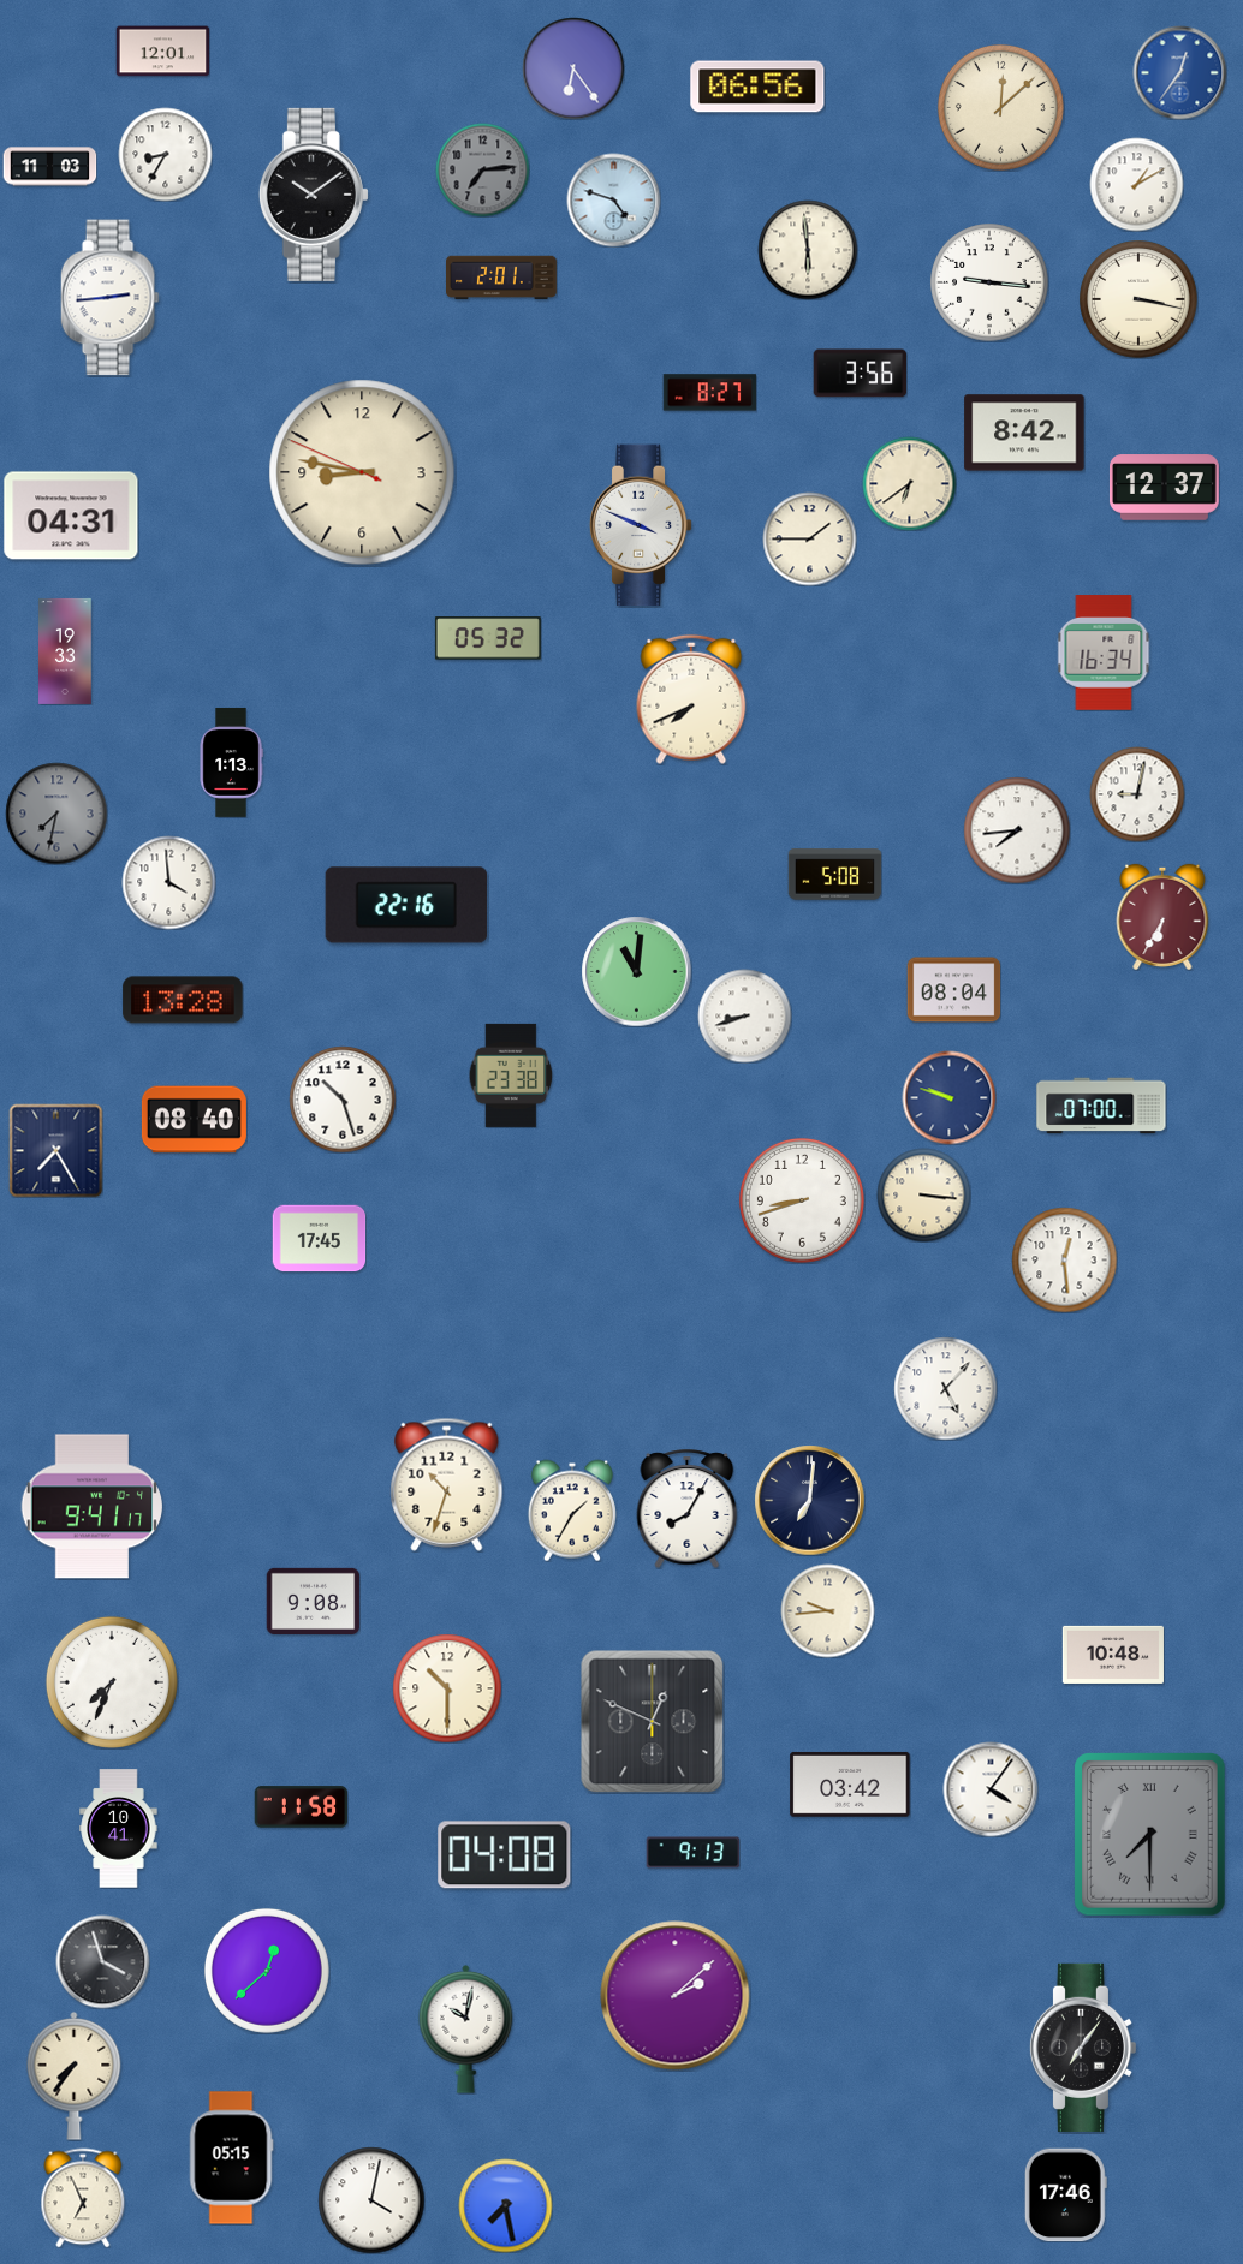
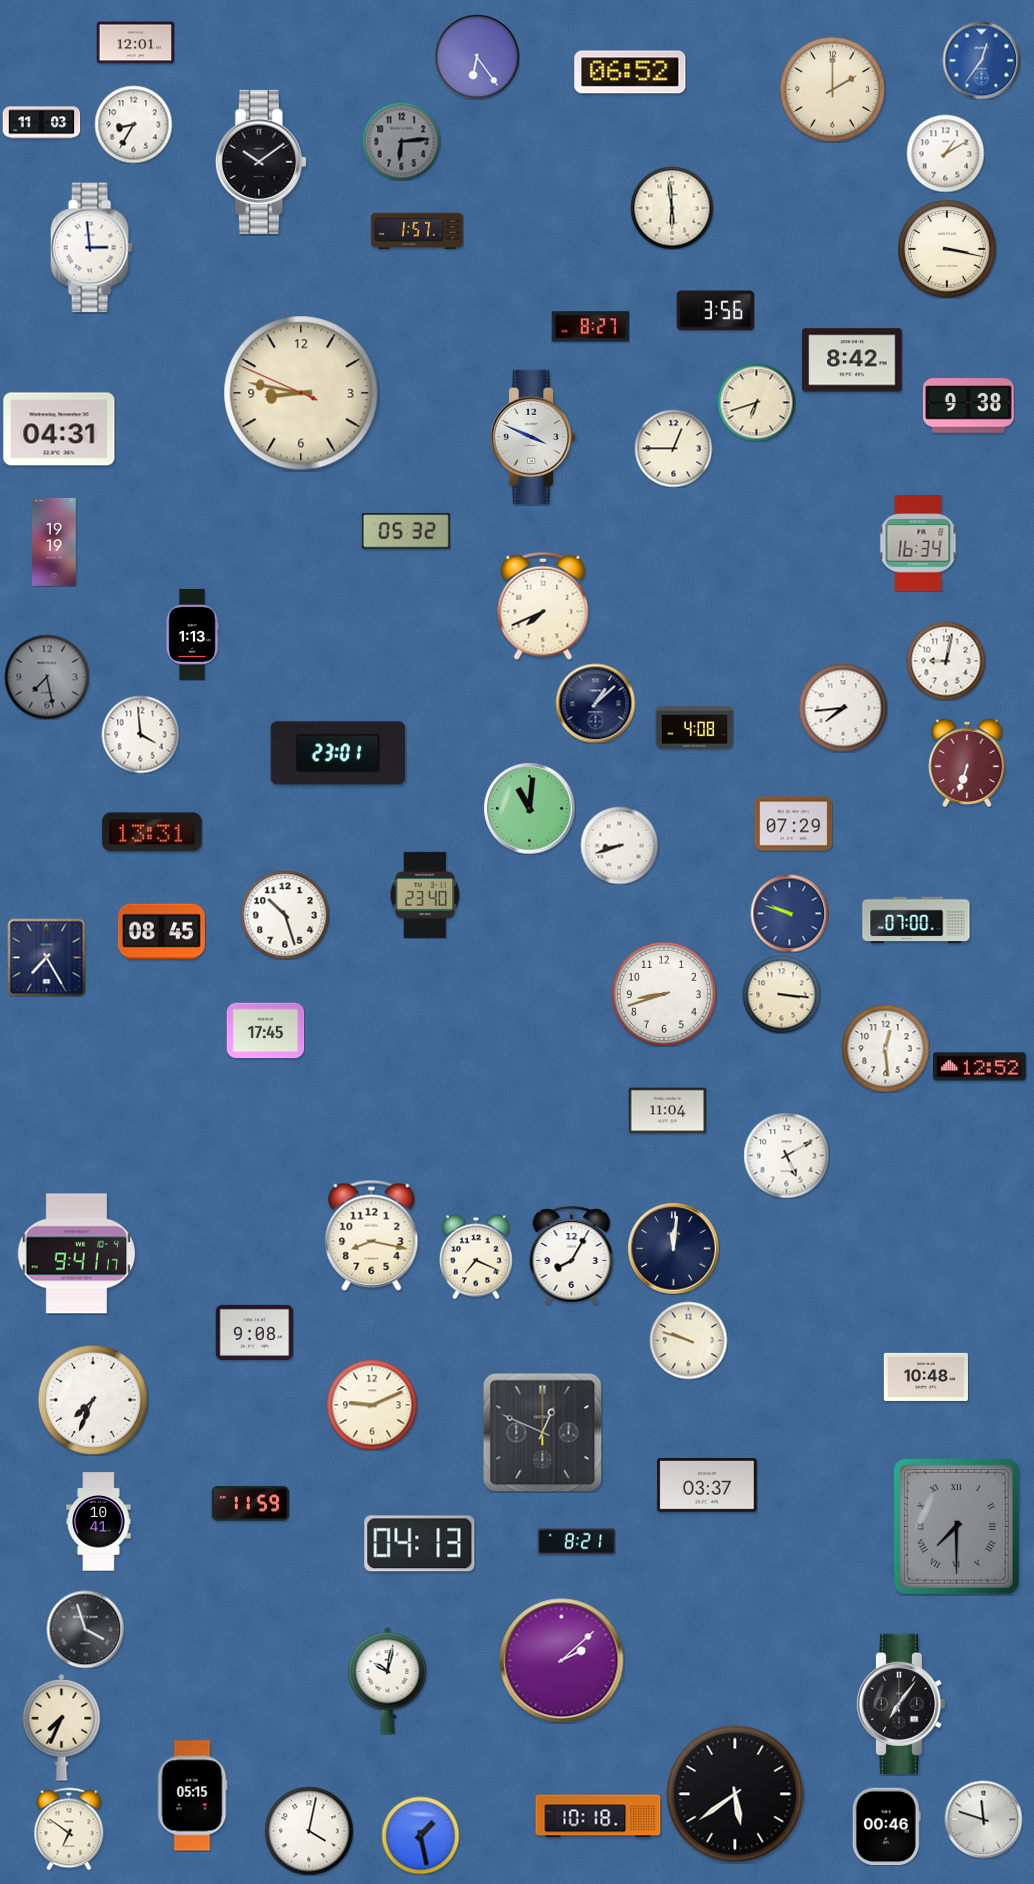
clock at (757, 87): 06:56 -> 06:52
clock at (1000, 107): 12:08 -> 2:00
clock at (165, 154) position: (165, 154) -> (133, 124)
clock at (49, 167) position: (49, 167) -> (41, 123)
clock at (482, 169): 7:14 -> 6:14
clock at (613, 199): 4:48 -> none
clock at (502, 278): 2:01 -> 1:57
clock at (989, 282): 9:16 -> none
clock at (109, 298): 2:44 -> 2:59
clock at (909, 483): 6:39 -> 6:42
clock at (1164, 488): 12:37 -> 9:38
clock at (809, 538): 1:45 -> 12:45
clock at (65, 651): 19:33 -> 19:19
clock at (691, 699) position: (691, 699) -> (543, 606)
clock at (56, 814): 7:32 -> 7:28
clock at (1017, 830) position: (1017, 830) -> (843, 708)
clock at (595, 703): none -> 1:08
clock at (834, 875): 5:08 -> 4:08
clock at (406, 905): 22:16 -> 23:01
clock at (1162, 917): 6:35 -> 6:33
clock at (953, 990): 08:04 -> 07:29
clock at (183, 1000): 13:28 -> 13:31
clock at (511, 1076): 23:38 -> 23:40
clock at (194, 1120): 08:40 -> 08:45
clock at (923, 1194) position: (923, 1194) -> (781, 994)
clock at (802, 1200) position: (802, 1200) -> (664, 994)
clock at (980, 1067): none -> 12:52
clock at (667, 1111): none -> 11:04
clock at (945, 1388): 5:07 -> 5:10
clock at (447, 1484): 10:33 -> 8:17
clock at (809, 1500): 7:01 -> 12:01
clock at (572, 1511): 1:35 -> 7:19
clock at (313, 1601) position: (313, 1601) -> (254, 1332)
clock at (827, 1610): 9:44 -> 9:48
clock at (447, 1688): 10:30 -> 9:11
clock at (850, 1785): 03:42 -> 03:37
clock at (991, 1789): 4:06 -> none
clock at (301, 1807): 11:58 -> 11:59
clock at (692, 1853): 9:13 -> 8:21
clock at (505, 1855): 04:08 -> 04:13
clock at (102, 1961) position: (102, 1961) -> (85, 1629)
clock at (267, 1971): 12:38 -> none
clock at (466, 2028) position: (466, 2028) -> (388, 1680)
clock at (75, 2075): 7:36 -> 7:34
clock at (735, 1794): none -> 5:39
clock at (598, 1816): none -> 10:18
clock at (983, 1819): none -> 11:48
clock at (1065, 2194): 17:46 -> 00:46
clock at (83, 2198): 6:56 -> 6:51
clock at (505, 2205): 7:28 -> 1:28
